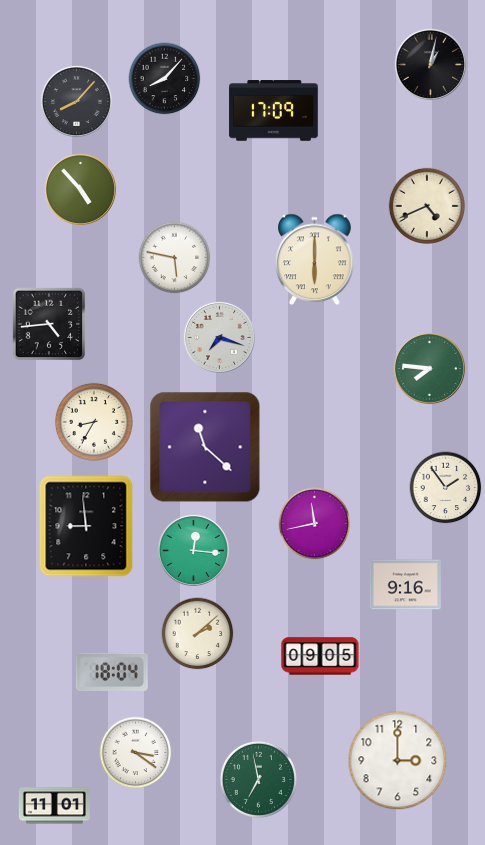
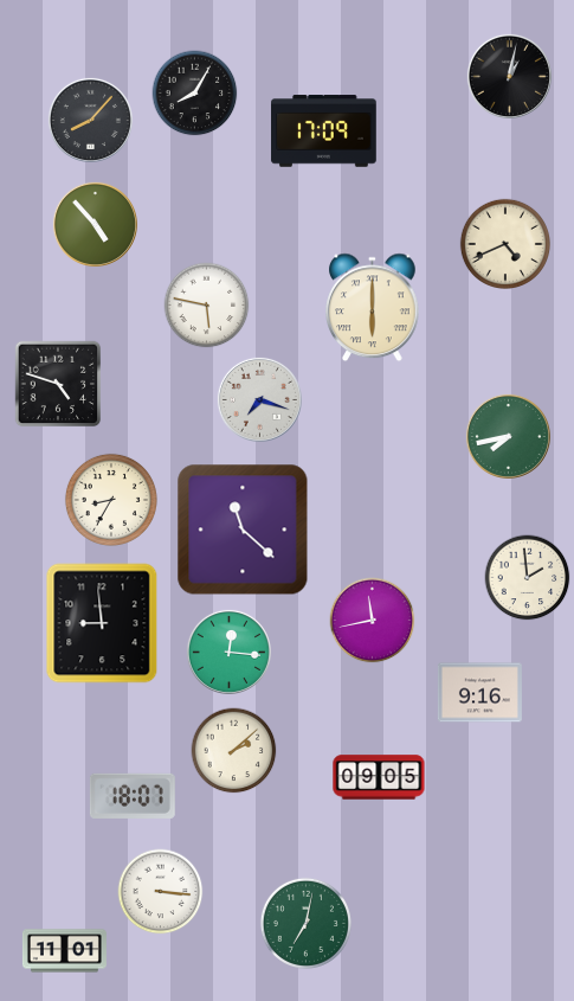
clock at (165, 79): 8:07 -> 8:05
clock at (49, 324): 4:44 -> 4:48
clock at (429, 368): 7:46 -> 7:43
clock at (446, 488): 1:54 -> 1:59
clock at (112, 672): 18:04 -> 18:07
clock at (136, 753): 3:21 -> 3:16
clock at (398, 761): 3:00 -> none
clock at (258, 779): 6:58 -> 7:02
clock at (54, 806) position: (54, 806) -> (64, 951)
